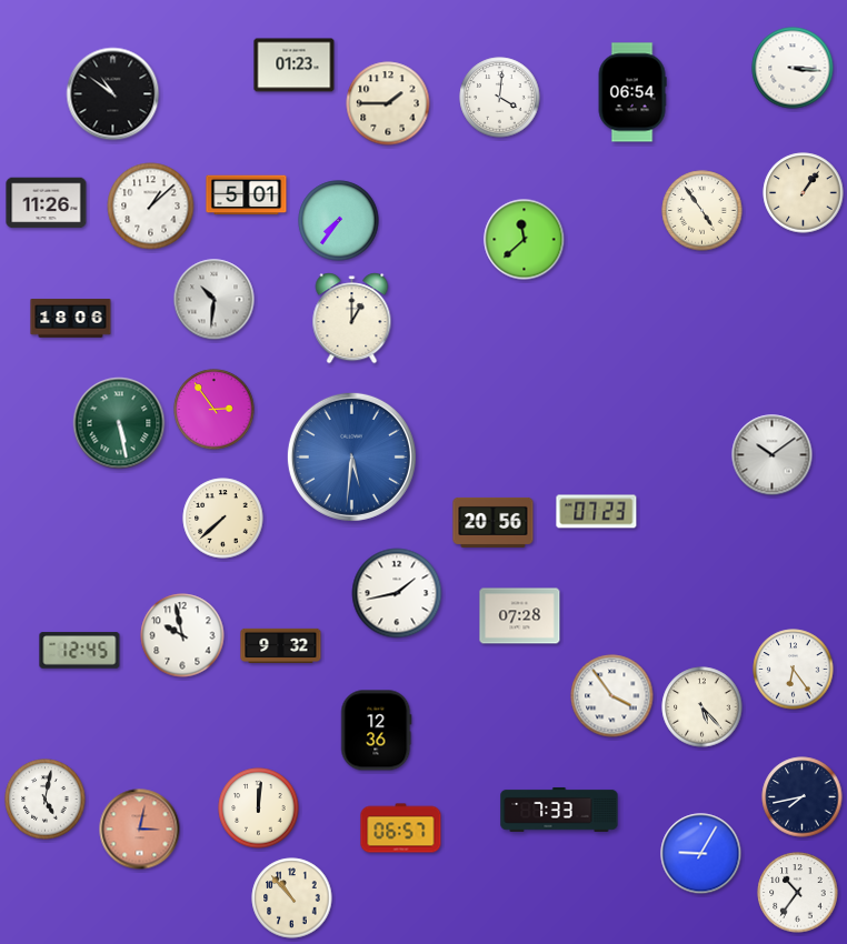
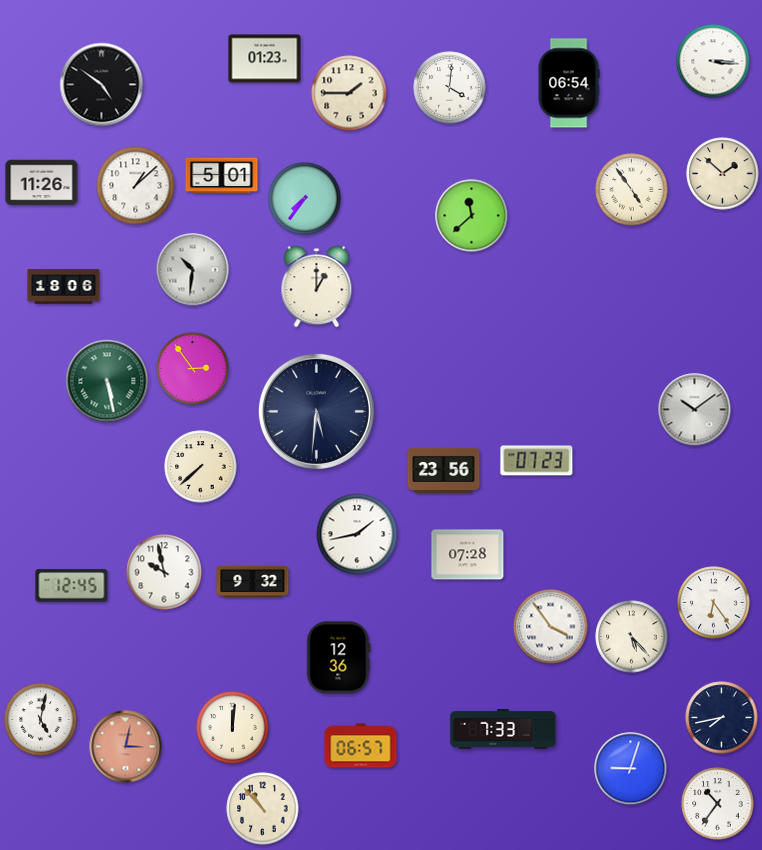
clock at (113, 94): 10:51 -> 4:51
clock at (804, 193): 1:06 -> 1:52
clock at (351, 456) dial: blue -> navy
clock at (494, 522): 20:56 -> 23:56
clock at (701, 854): 9:05 -> 9:03
